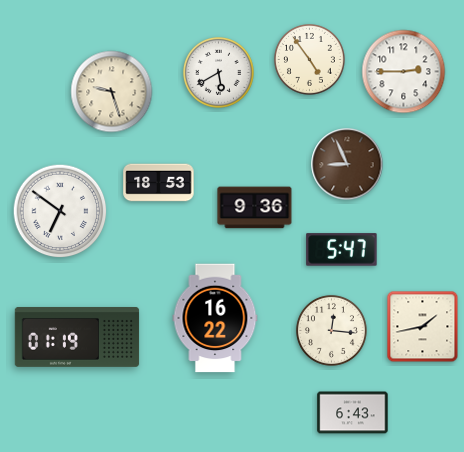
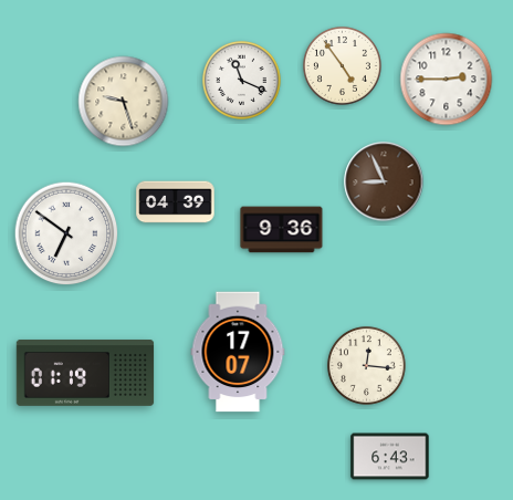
clock at (218, 72): 5:40 -> 11:19
clock at (159, 183): 18:53 -> 04:39
clock at (342, 250): 5:47 -> none
clock at (215, 318): 16:22 -> 17:07
clock at (423, 327): 1:43 -> none
